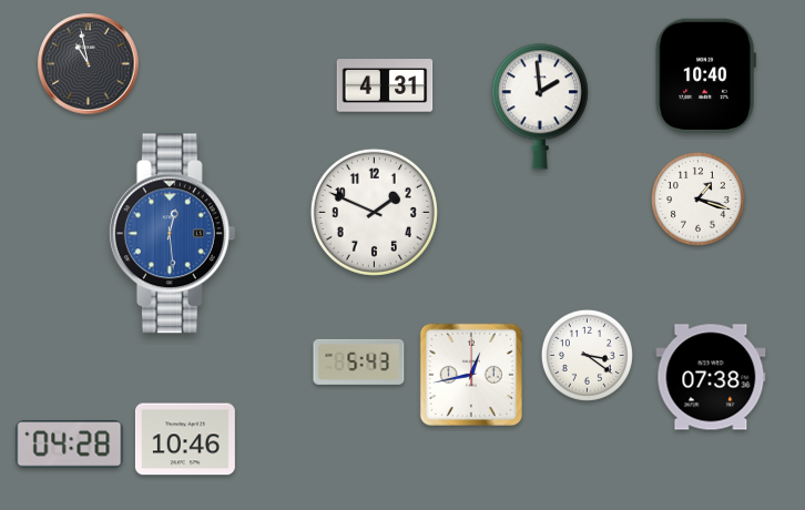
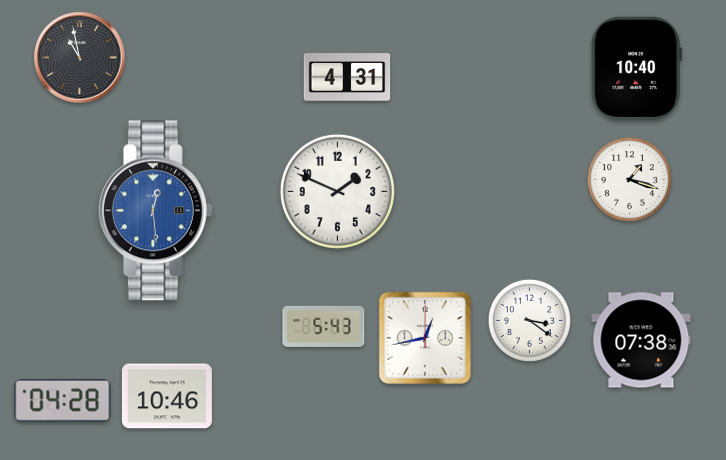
clock at (540, 106): 1:59 -> none
